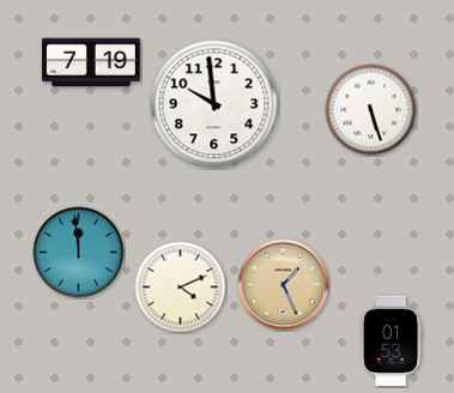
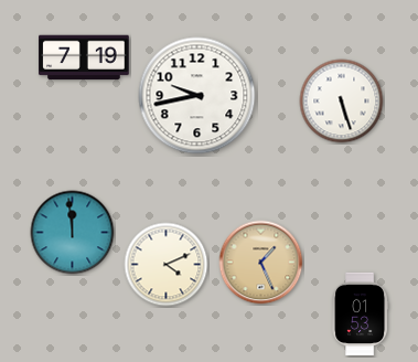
clock at (214, 104): 9:59 -> 9:43
